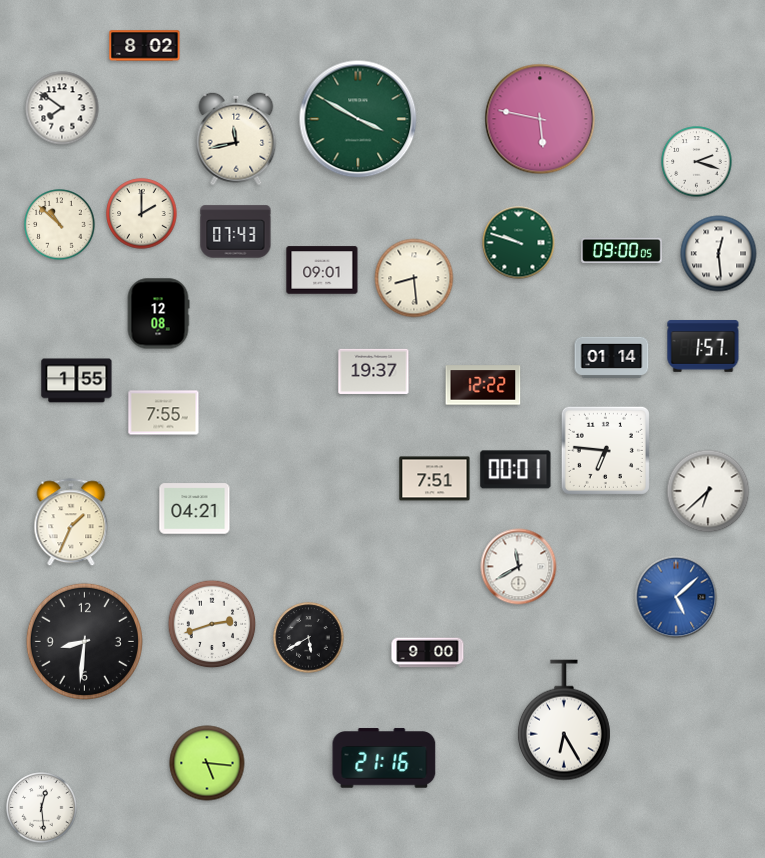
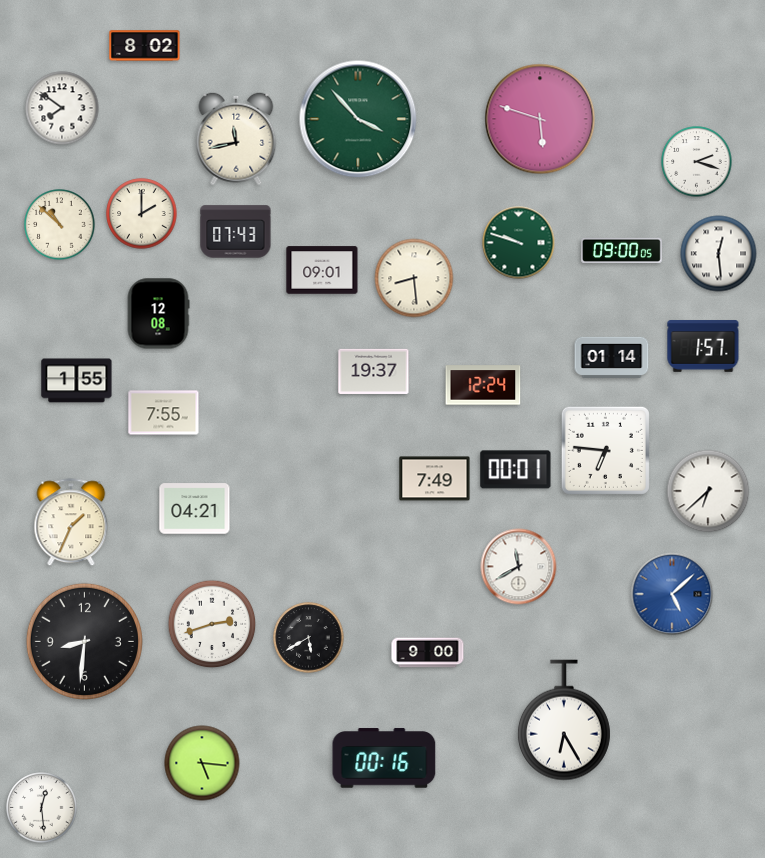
clock at (358, 119): 3:50 -> 3:53
clock at (540, 119): 5:47 -> 5:48
clock at (483, 385): 12:22 -> 12:24
clock at (435, 479): 7:51 -> 7:49
clock at (676, 597) position: (676, 597) -> (672, 594)
clock at (384, 758): 21:16 -> 00:16
clock at (207, 763) position: (207, 763) -> (202, 763)
